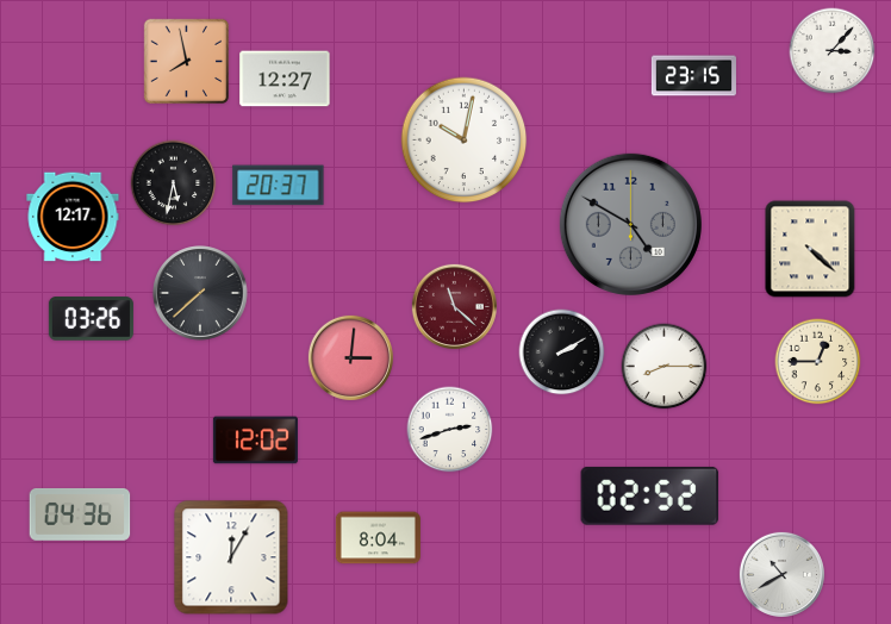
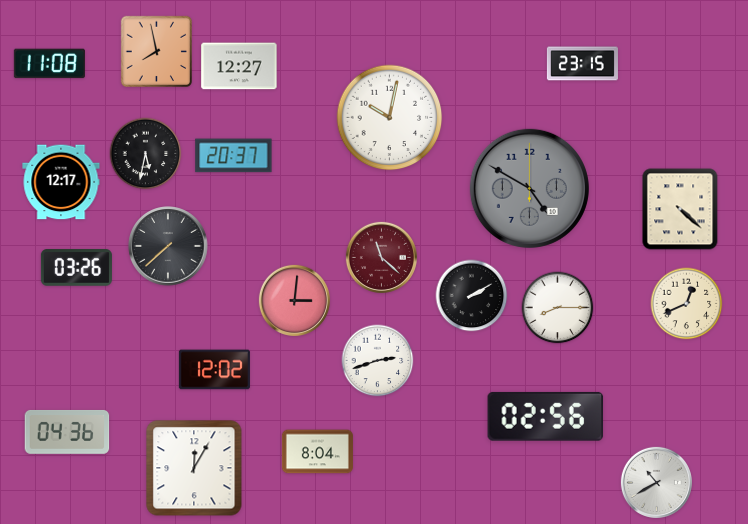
clock at (833, 51): 3:07 -> none
clock at (49, 64): none -> 11:08
clock at (818, 362): 12:45 -> 12:41
clock at (650, 495): 02:52 -> 02:56
